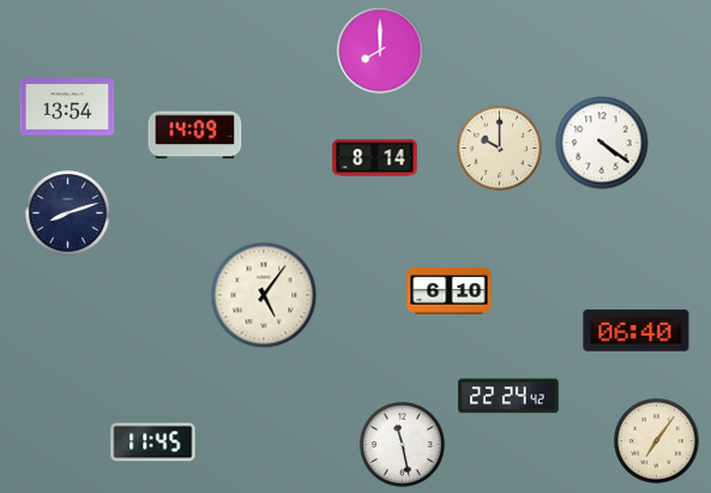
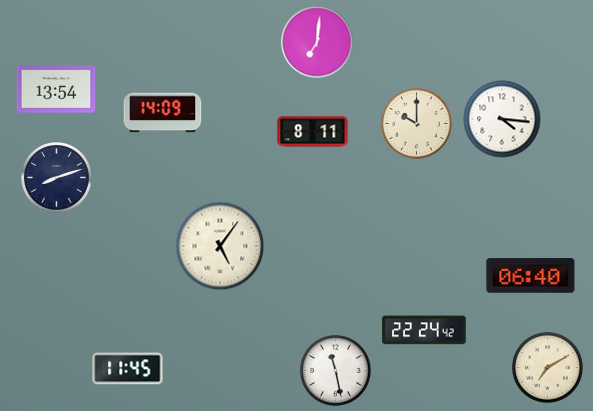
clock at (380, 50): 8:00 -> 7:01
clock at (602, 143): 4:21 -> 4:16
clock at (375, 158): 8:14 -> 8:11
clock at (450, 291): 6:10 -> none
clock at (657, 441): 7:06 -> 7:10
